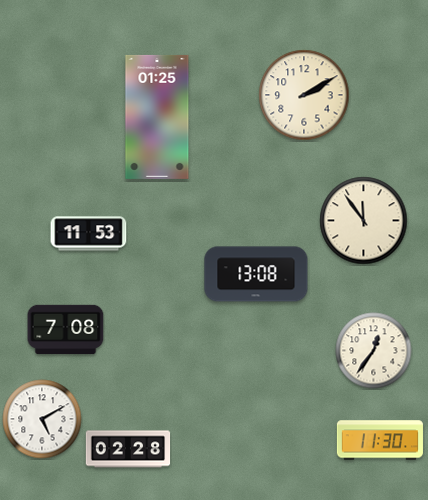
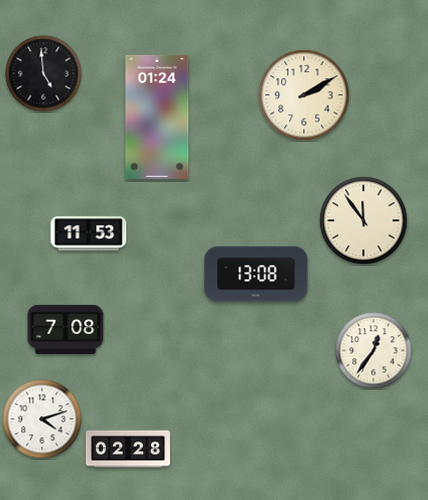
clock at (44, 74): none -> 4:59
clock at (157, 117): 01:25 -> 01:24
clock at (42, 419): 5:10 -> 4:12
clock at (380, 440): 11:30 -> none
